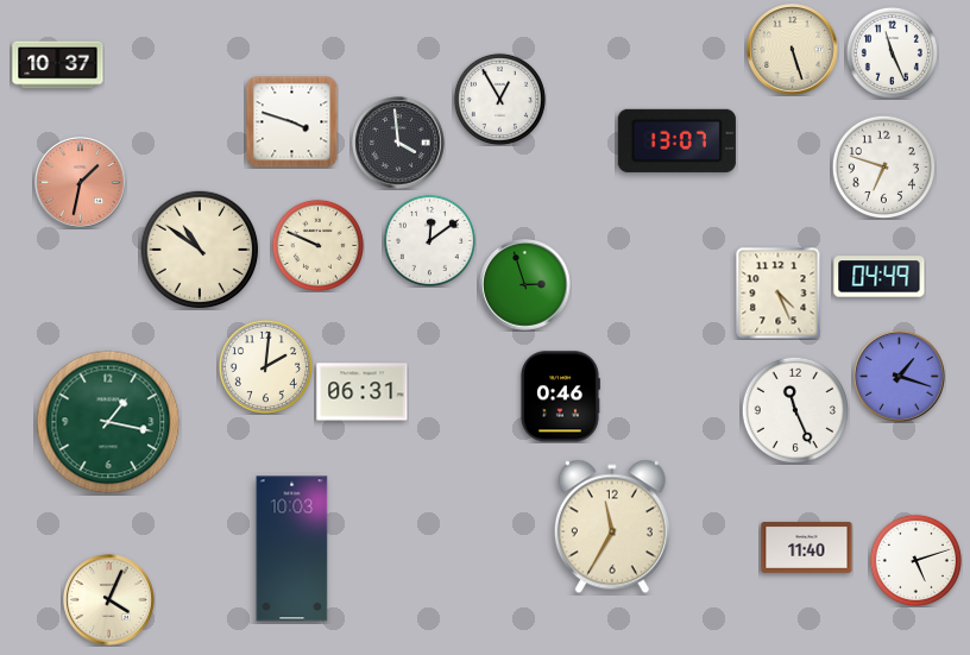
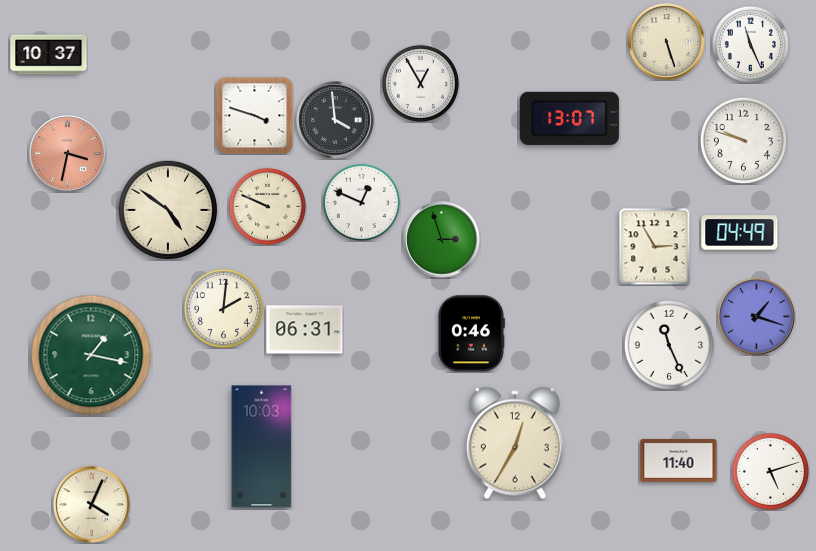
clock at (291, 121) position: (291, 121) -> (254, 115)
clock at (883, 166): 6:48 -> 9:48
clock at (81, 183): 1:32 -> 3:32
clock at (429, 240): 12:09 -> 12:49
clock at (200, 250): 10:51 -> 4:51
clock at (779, 292): 4:26 -> 2:55
clock at (612, 527): 11:35 -> 12:35
clock at (292, 549) position: (292, 549) -> (262, 447)
